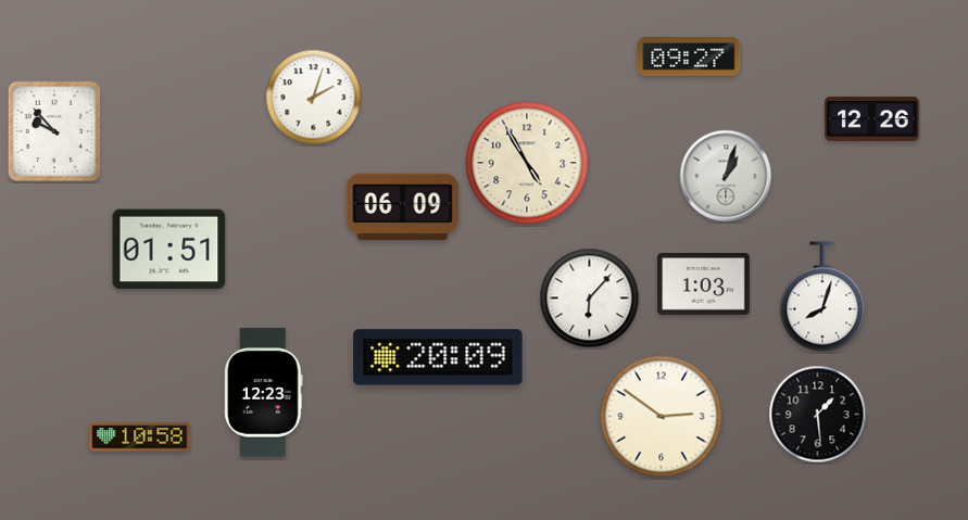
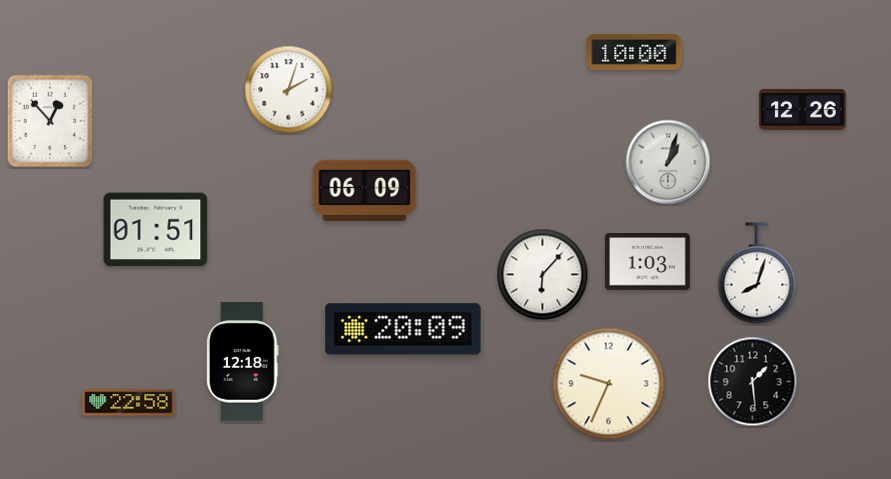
clock at (689, 56): 09:27 -> 10:00
clock at (54, 131): 9:53 -> 12:53
clock at (527, 163): 4:55 -> none
clock at (403, 206) position: (403, 206) -> (365, 190)
clock at (264, 393): 12:23 -> 12:18
clock at (662, 417): 2:51 -> 9:34
clock at (140, 437): 10:58 -> 22:58
